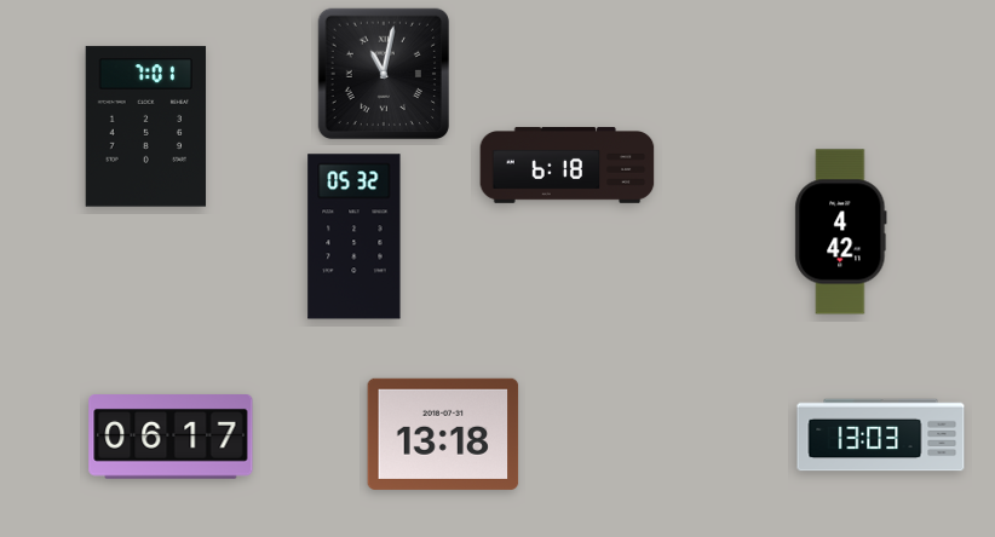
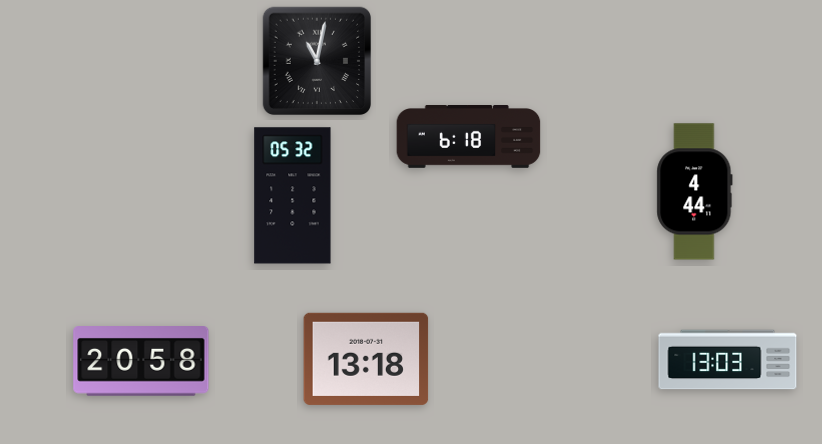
clock at (146, 127): 7:01 -> none
clock at (841, 232): 4:42 -> 4:44
clock at (171, 438): 06:17 -> 20:58
